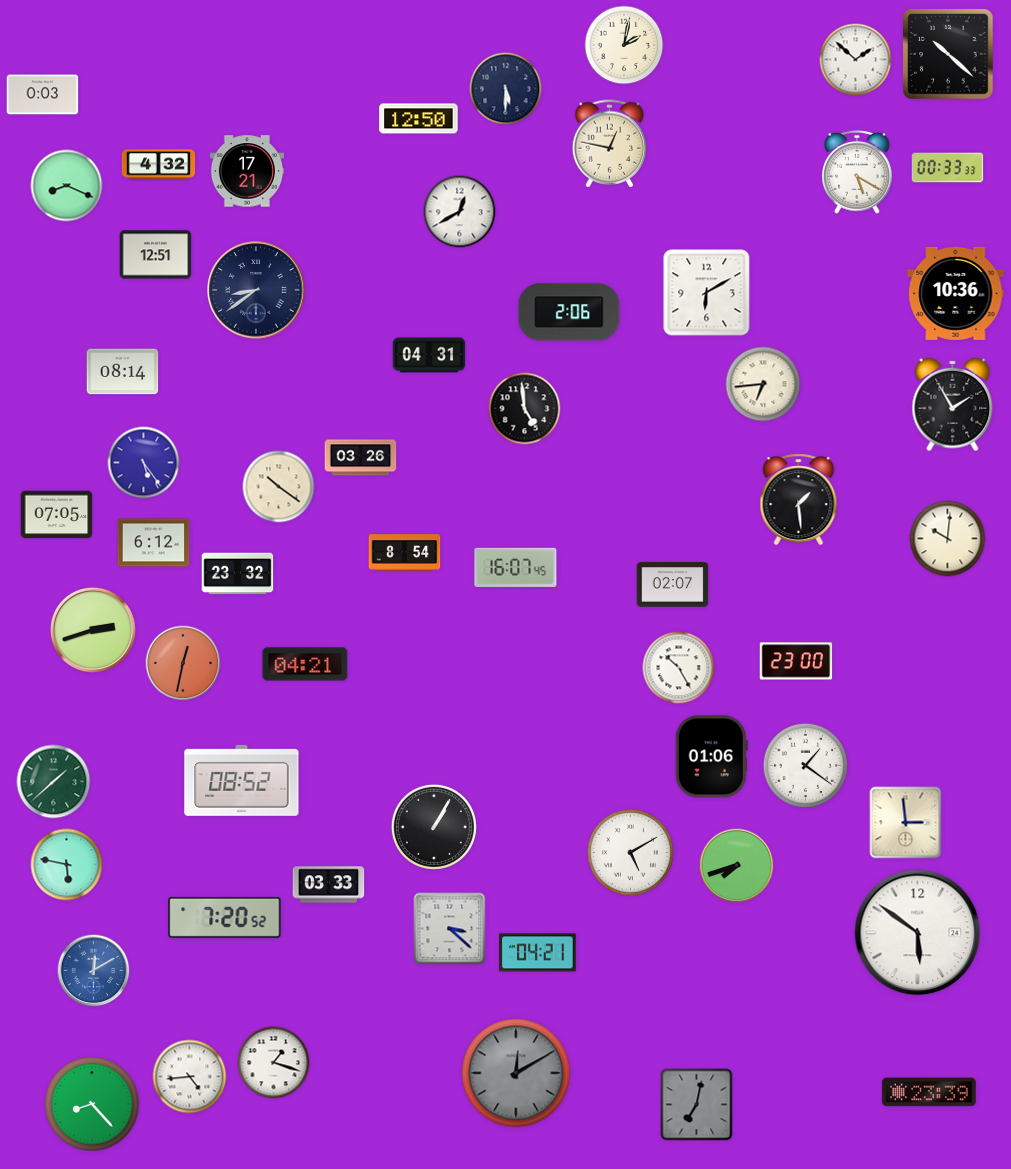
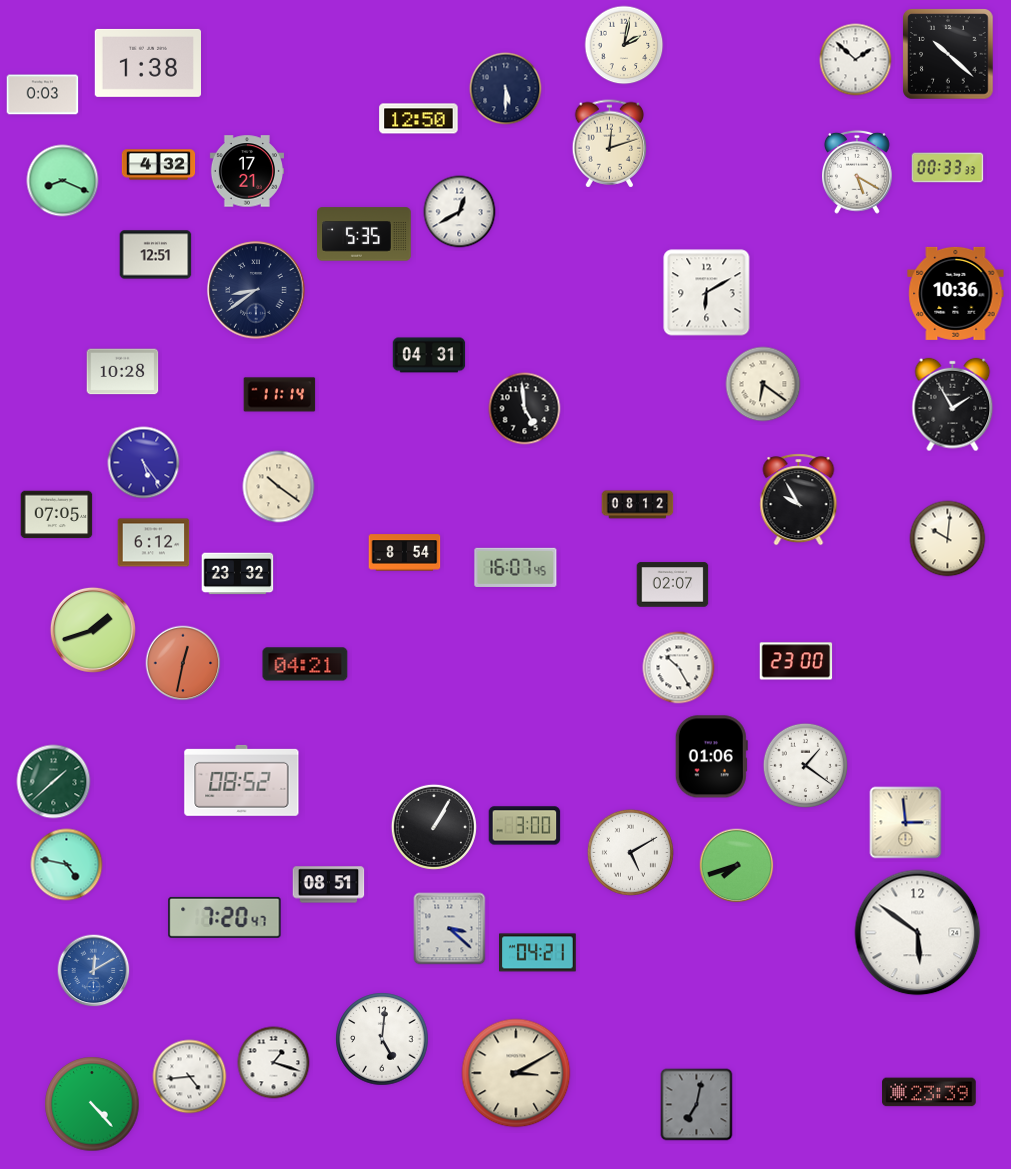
clock at (147, 63): none -> 1:38
clock at (610, 144): 12:47 -> 12:12
clock at (67, 186) position: (67, 186) -> (63, 181)
clock at (364, 234): none -> 5:35
clock at (569, 312): 2:06 -> none
clock at (123, 372): 08:14 -> 10:28
clock at (763, 384): 6:44 -> 6:21
clock at (280, 395): none -> 11:14
clock at (361, 458): 03:26 -> none
clock at (799, 500): 1:29 -> 9:55
clock at (638, 505): none -> 08:12
clock at (93, 630): 2:42 -> 1:42
clock at (525, 826): none -> 3:00
clock at (67, 865): 5:47 -> 4:47
clock at (329, 885): 03:33 -> 08:51
clock at (225, 917): 7:20:52 -> 7:20:47
clock at (382, 1039): none -> 5:01
clock at (516, 1073): 12:10 -> 3:10
clock at (516, 1073) dial: grey -> cream
clock at (92, 1104): 8:23 -> 4:23
